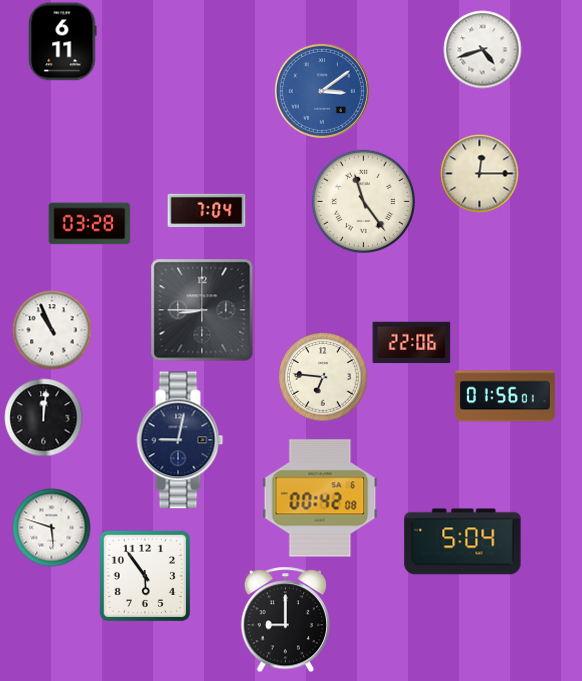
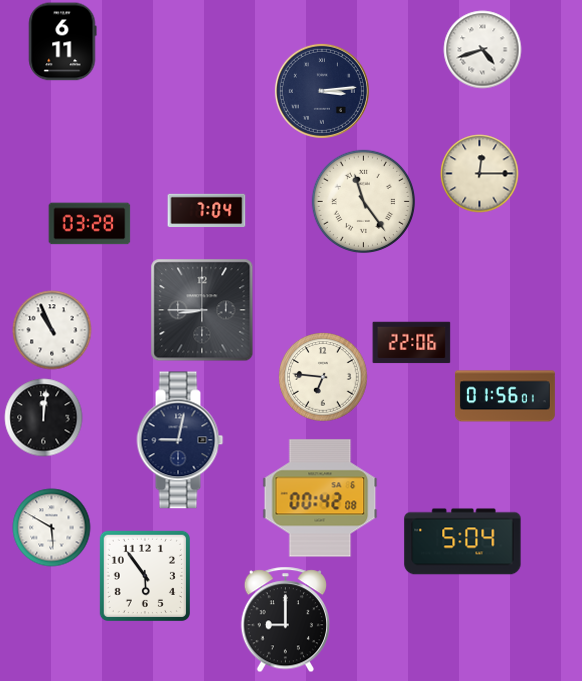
clock at (322, 91): 3:09 -> 3:14
clock at (322, 91) dial: blue -> navy
clock at (51, 527): 5:48 -> 5:50
